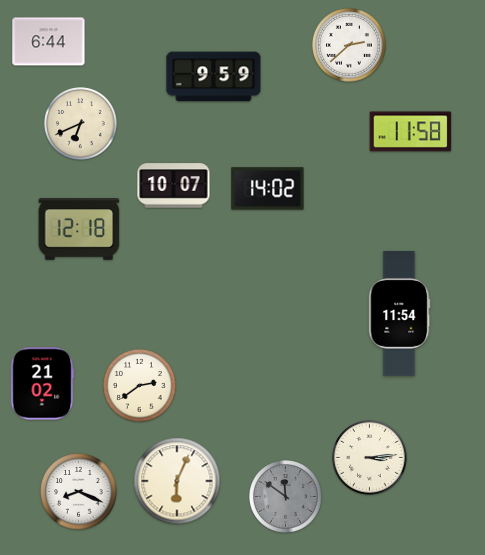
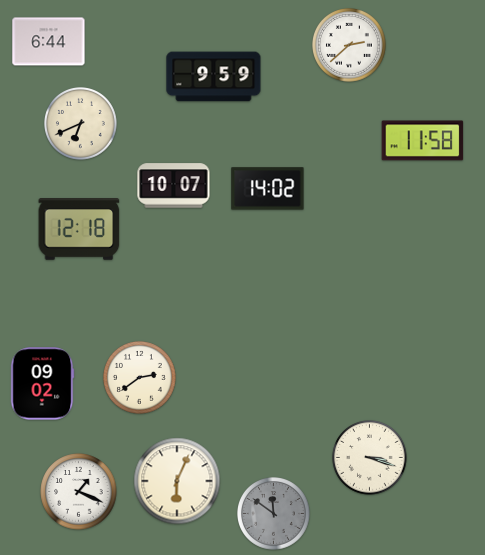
clock at (411, 132) position: (411, 132) -> (423, 141)
clock at (400, 314): 11:54 -> none
clock at (42, 384): 21:02 -> 09:02
clock at (140, 386) position: (140, 386) -> (140, 378)
clock at (370, 458): 3:14 -> 3:18
clock at (79, 492): 8:19 -> 1:19
clock at (286, 497) position: (286, 497) -> (274, 514)
